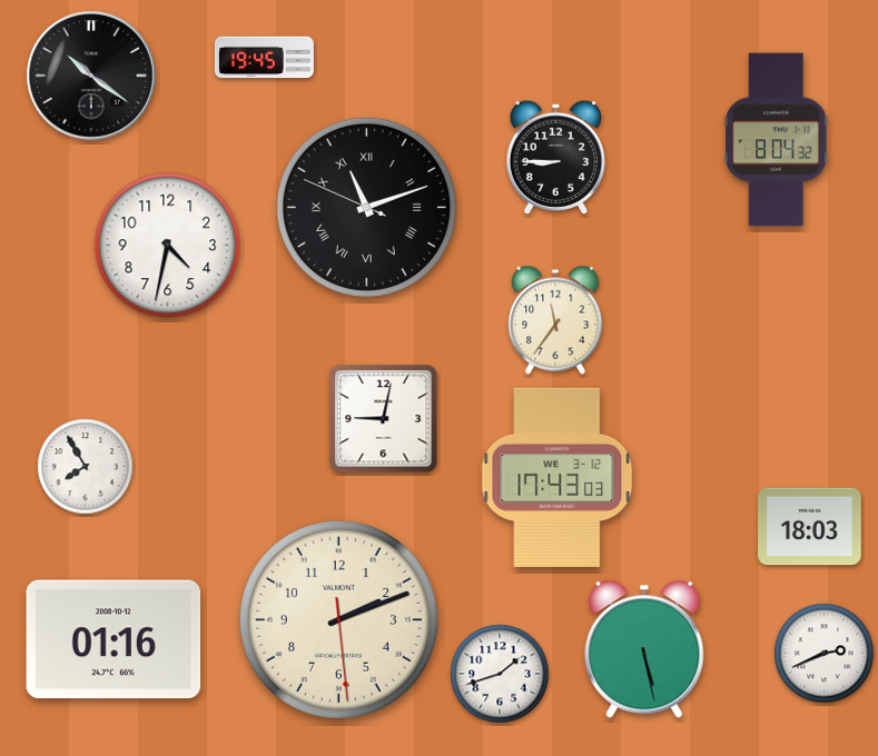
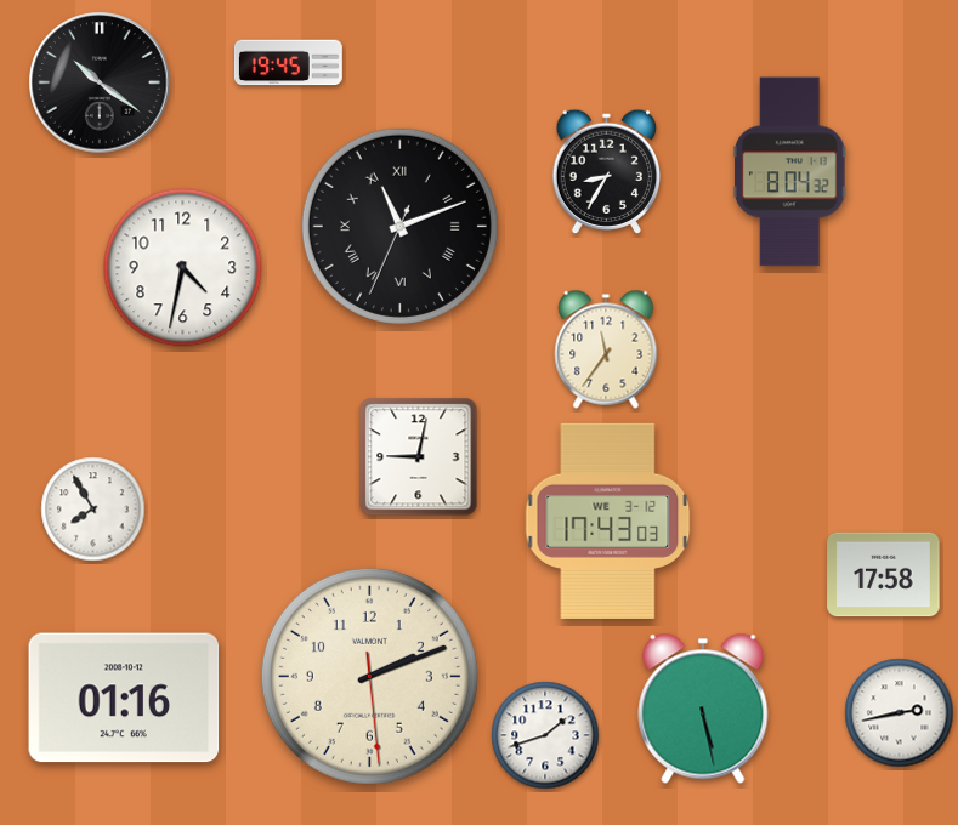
clock at (776, 140) position: (776, 140) -> (789, 172)
clock at (555, 157): 8:45 -> 8:35
clock at (366, 207): 11:11:49 -> 11:11:34
clock at (810, 527): 18:03 -> 17:58
clock at (825, 654): 2:41 -> 2:43
